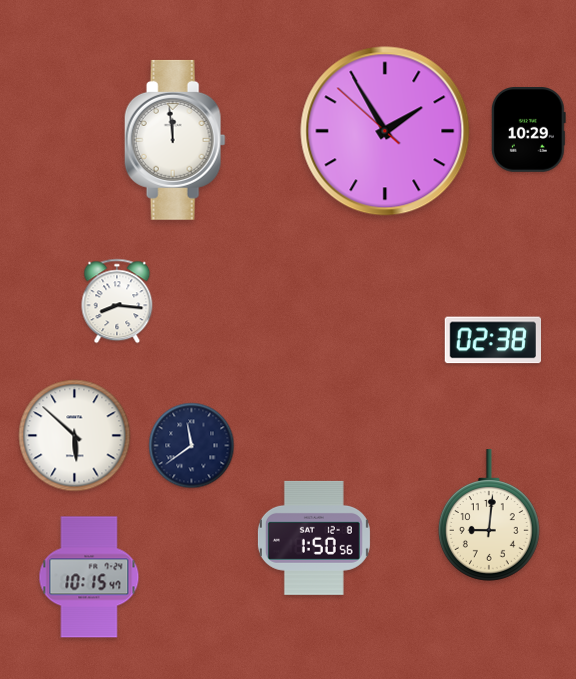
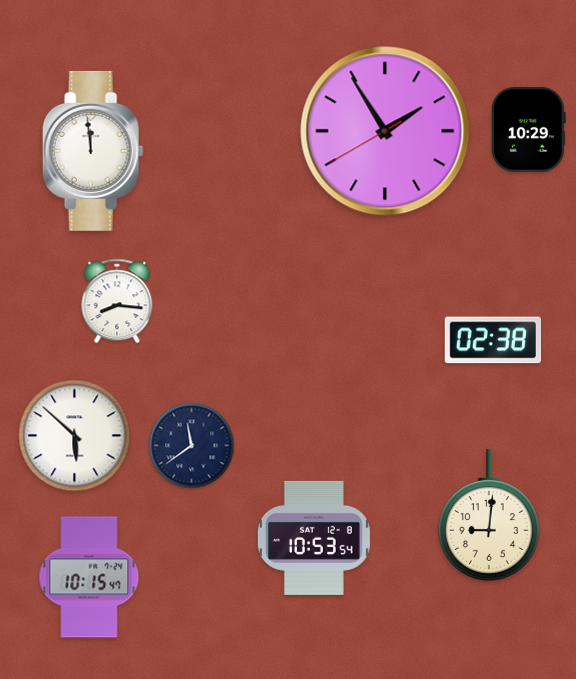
clock at (385, 131): 1:54:52 -> 1:54:40
clock at (175, 140) position: (175, 140) -> (93, 151)
clock at (314, 538): 1:50 -> 10:53
